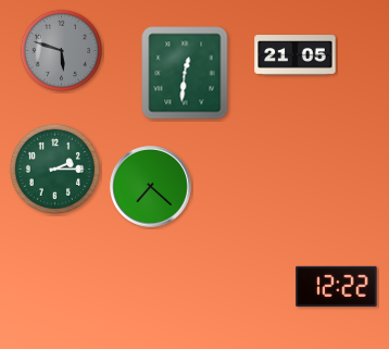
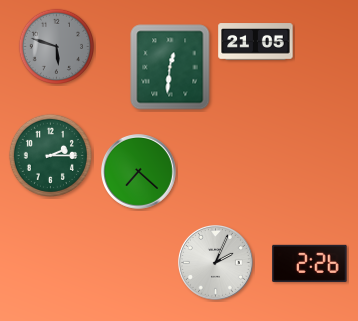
clock at (296, 55) position: (296, 55) -> (256, 42)
clock at (216, 263): none -> 2:04
clock at (337, 286): 12:22 -> 2:26
